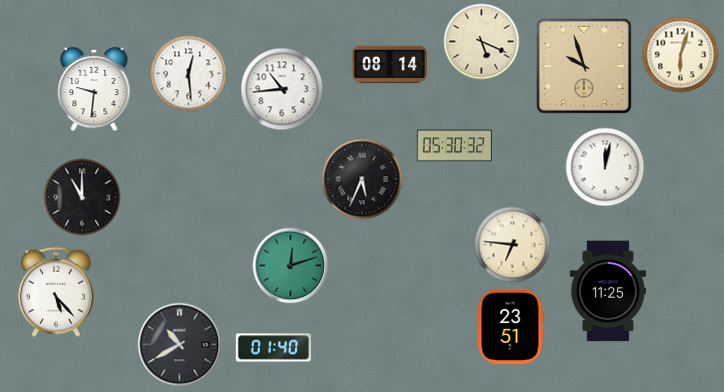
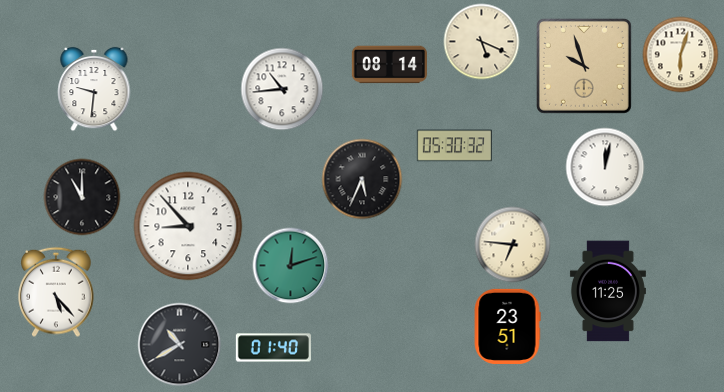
clock at (189, 74): 12:29 -> none
clock at (188, 226): none -> 8:53
clock at (510, 326) position: (510, 326) -> (507, 326)
